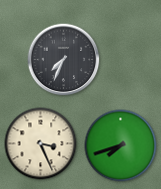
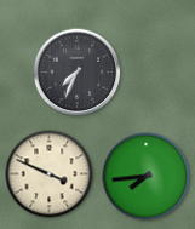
clock at (41, 144): 3:26 -> 3:49
clock at (121, 146): 7:42 -> 7:44
